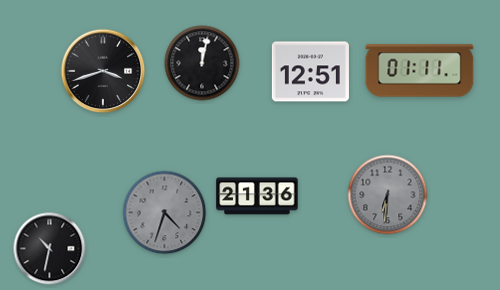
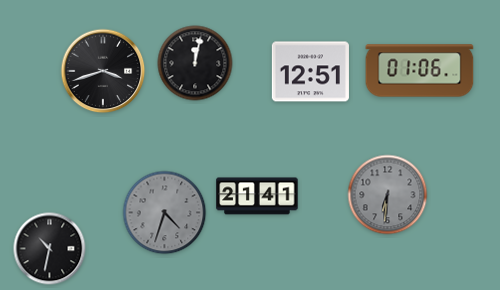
clock at (202, 63) position: (202, 63) -> (195, 63)
clock at (420, 71): 01:11 -> 01:06
clock at (257, 196): 21:36 -> 21:41
